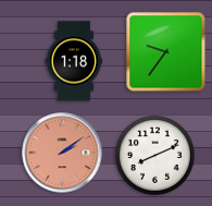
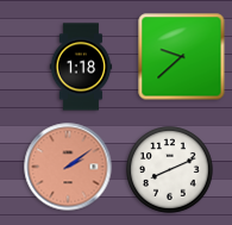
clock at (166, 52): 9:36 -> 9:38
